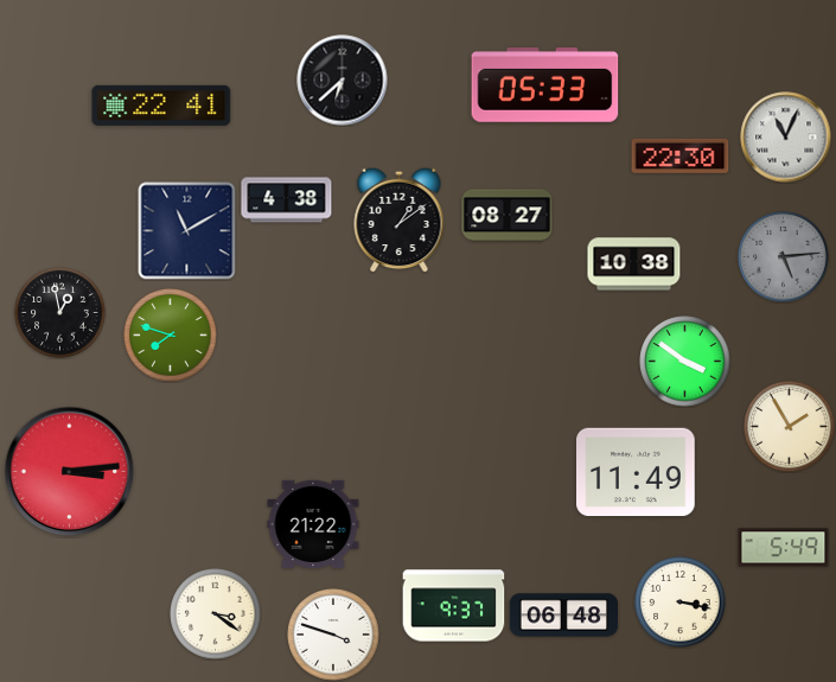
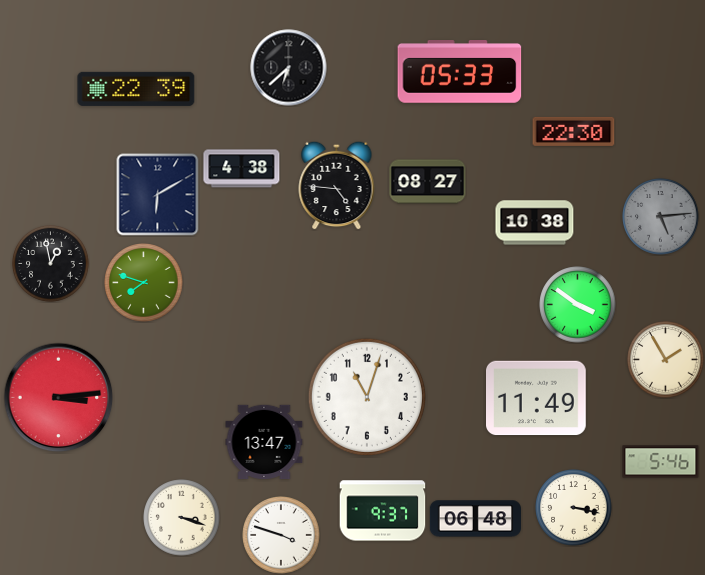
clock at (161, 106): 22:41 -> 22:39
clock at (786, 138): 11:04 -> none
clock at (400, 219): 1:09 -> 4:46
clock at (187, 231): 11:10 -> 6:10
clock at (367, 397): none -> 11:03
clock at (313, 523): 21:22 -> 13:47
clock at (784, 548): 5:49 -> 5:46
clock at (216, 614): 3:21 -> 3:18
